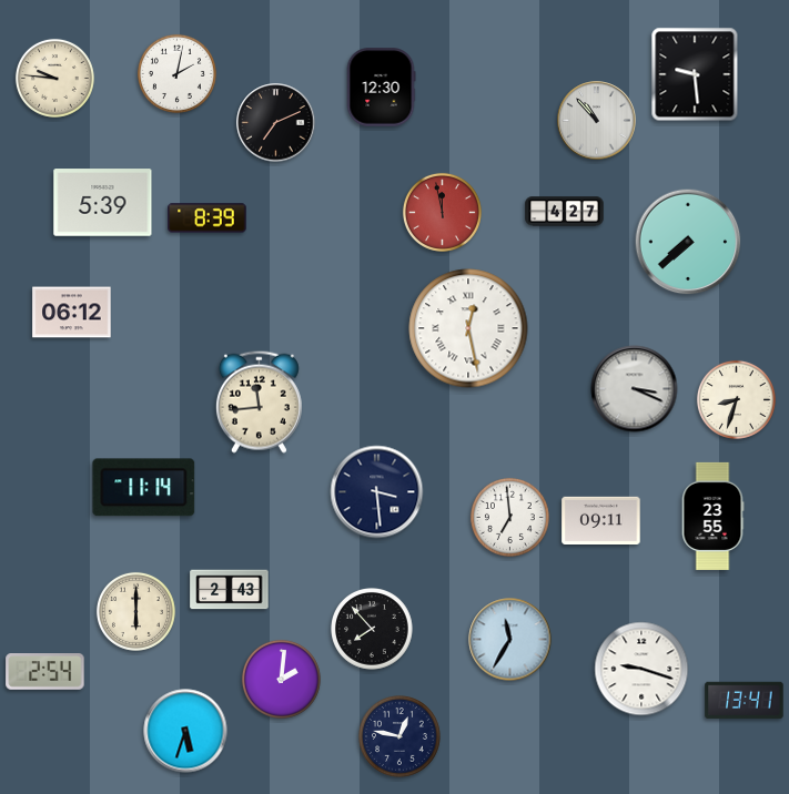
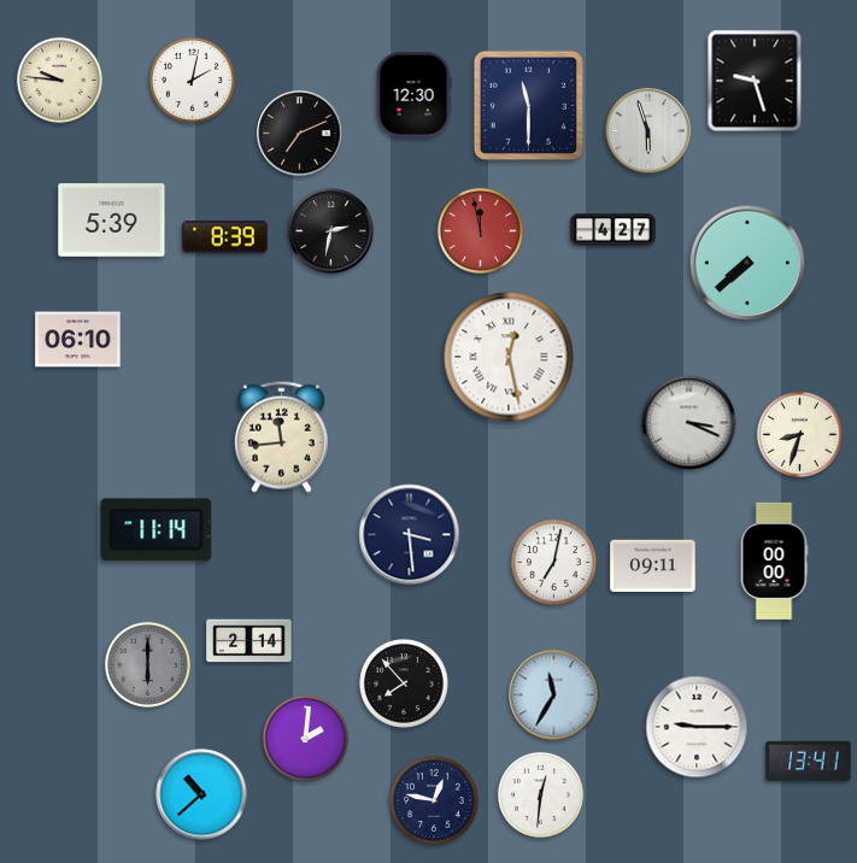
clock at (695, 74): 9:29 -> 9:27
clock at (54, 78) position: (54, 78) -> (59, 80)
clock at (529, 106): none -> 11:30
clock at (597, 121): 10:53 -> 5:57
clock at (331, 231): none -> 2:32
clock at (72, 313): 06:12 -> 06:10
clock at (712, 516): 23:55 -> 00:00
clock at (509, 517): 6:59 -> 7:02
clock at (230, 590): 2:43 -> 2:14
clock at (135, 611) dial: cream -> grey
clock at (641, 669): 9:18 -> 9:15
clock at (45, 672): 2:54 -> none
clock at (185, 731): 5:33 -> 10:38
clock at (540, 794): none -> 12:31
